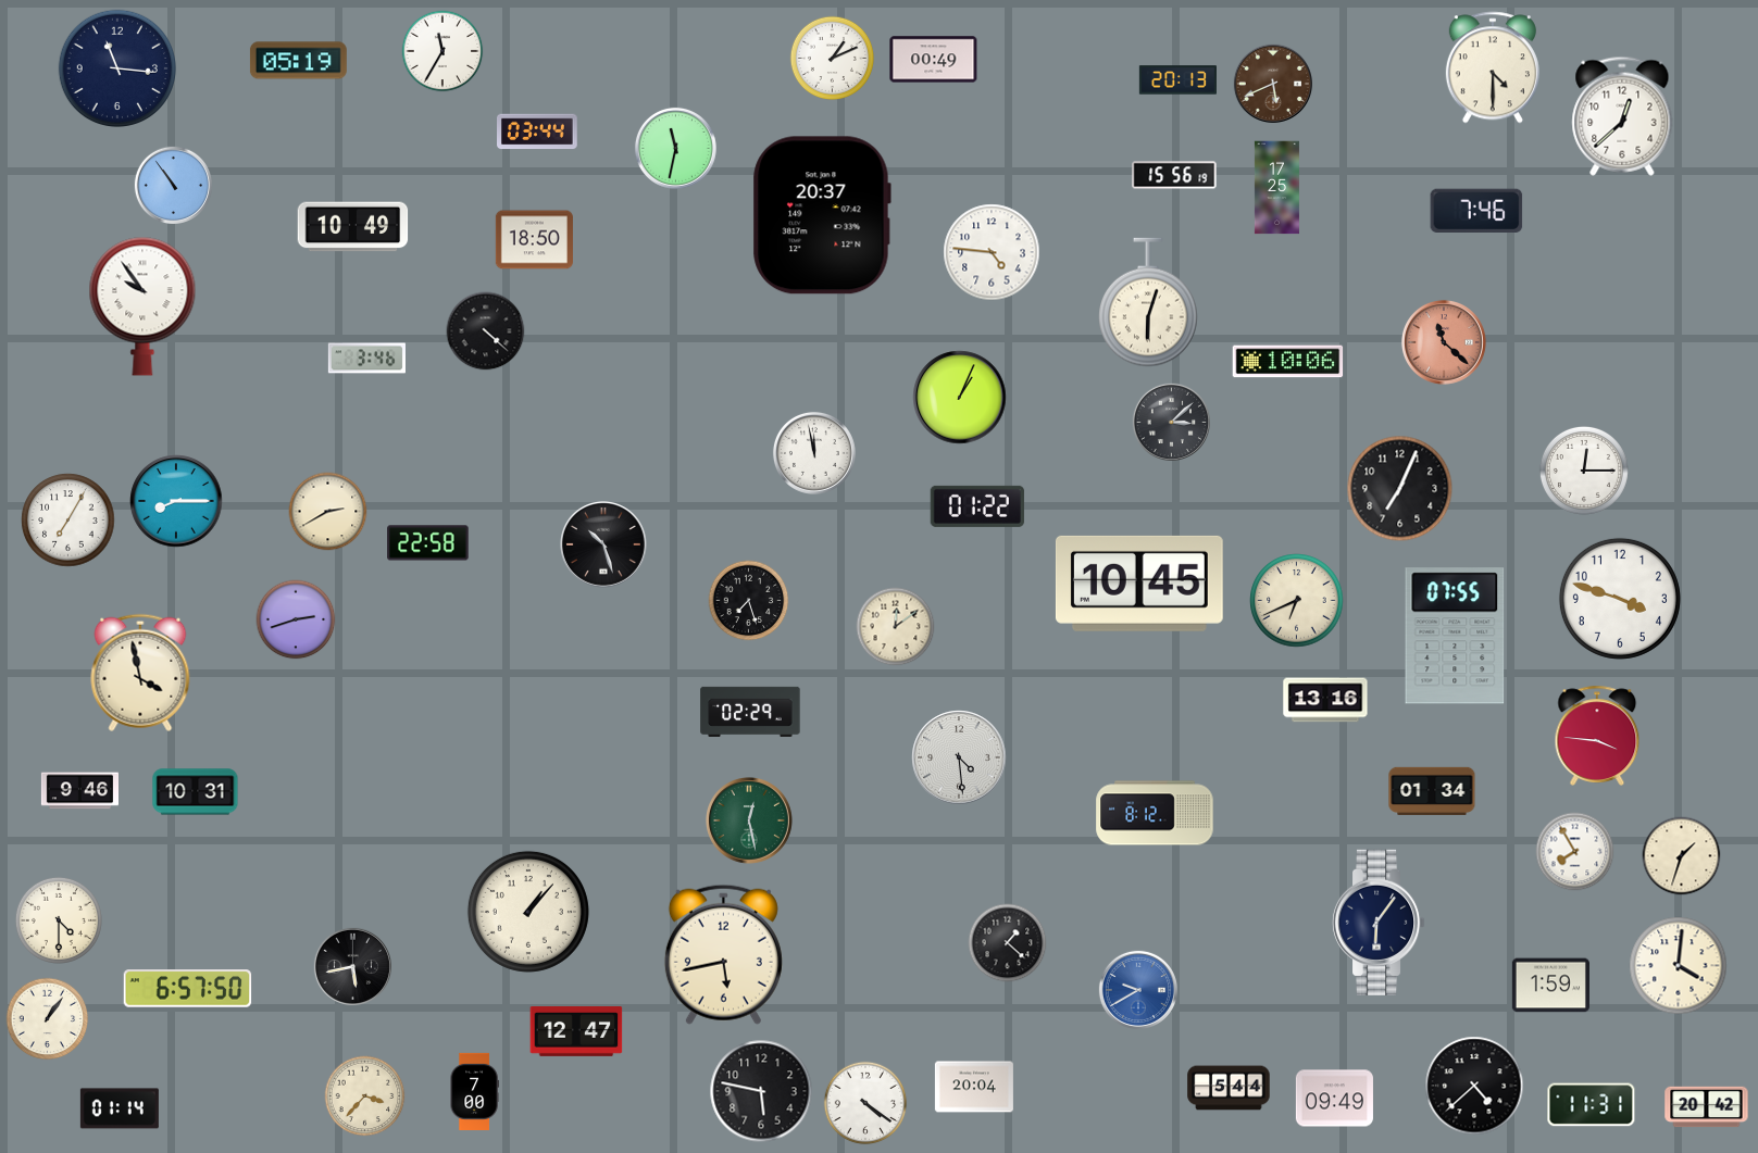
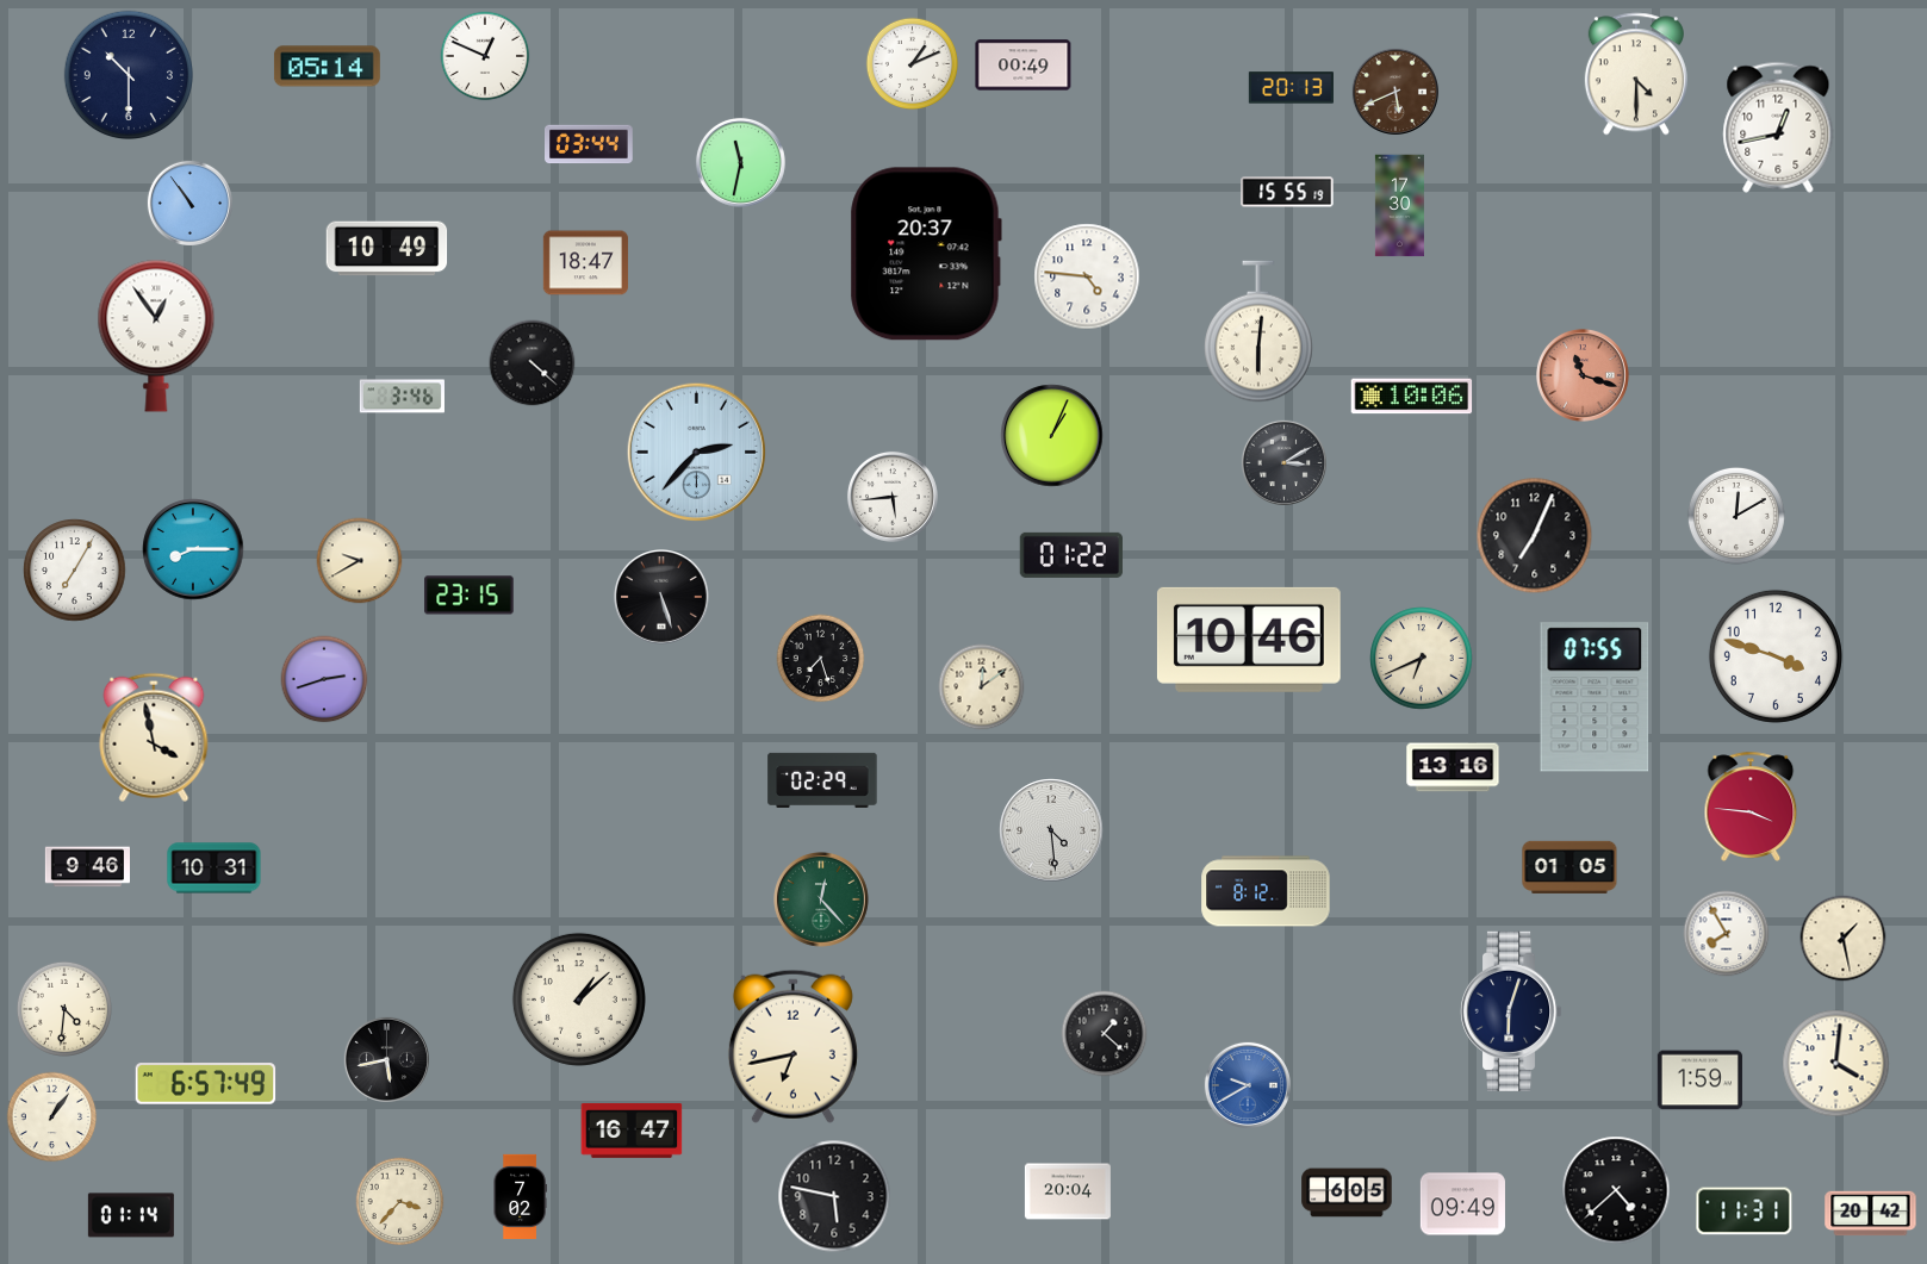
clock at (442, 51): 11:35 -> 12:49
clock at (298, 61): 05:19 -> 05:14
clock at (116, 67): 11:16 -> 10:30
clock at (1622, 116): 12:38 -> 12:43
clock at (1174, 175): 15:56 -> 15:55
clock at (1276, 188): 17:25 -> 17:30
clock at (1476, 210): 7:46 -> none
clock at (822, 215) position: (822, 215) -> (926, 254)
clock at (534, 240): 18:50 -> 18:47
clock at (1148, 302): 6:03 -> 6:01
clock at (142, 306): 9:54 -> 12:54
clock at (1444, 342): 11:22 -> 11:18
clock at (366, 359) position: (366, 359) -> (402, 397)
clock at (697, 453): none -> 2:37
clock at (1171, 422): 3:08 -> 3:10
clock at (814, 453): 11:58 -> 5:44
clock at (1584, 471): 12:15 -> 12:10
clock at (328, 512): 2:40 -> 9:40
clock at (428, 543): 22:58 -> 23:15
clock at (604, 546): 10:27 -> 5:27
clock at (1139, 584): 10:45 -> 10:46
clock at (1432, 791): 01:34 -> 01:05
clock at (750, 822): 12:28 -> 12:23
clock at (1682, 856): 1:33 -> 1:28
clock at (528, 912): 1:07 -> 1:08
clock at (59, 920): 4:30 -> 4:31
clock at (1379, 923): 6:06 -> 6:03
clock at (723, 954): 5:43 -> 6:43
clock at (1679, 966) position: (1679, 966) -> (1836, 1064)
clock at (188, 989): 6:57:50 -> 6:57:49
clock at (576, 1032): 12:47 -> 16:47
clock at (1229, 1088): 5:44 -> 6:05
clock at (474, 1091): 7:00 -> 7:02
clock at (865, 1103): 4:21 -> none
